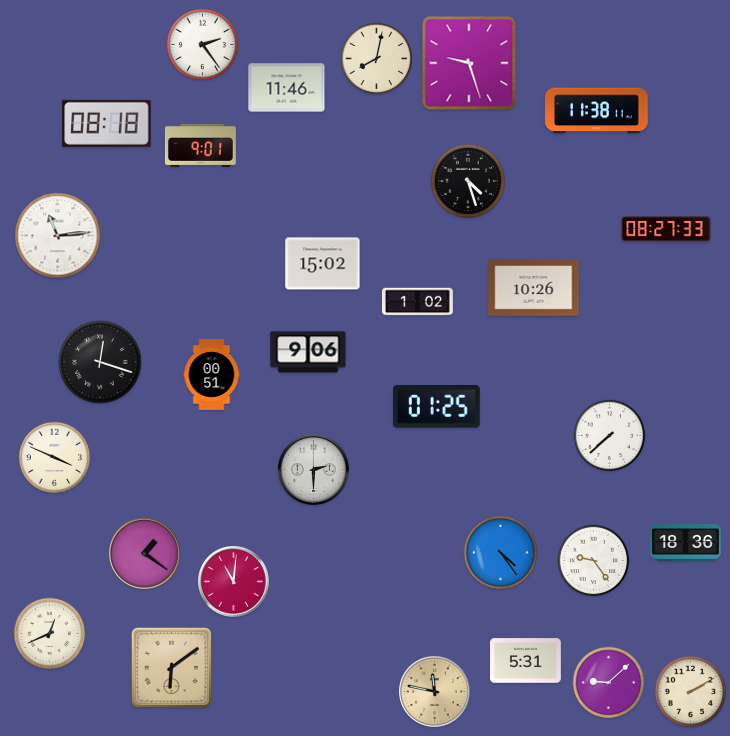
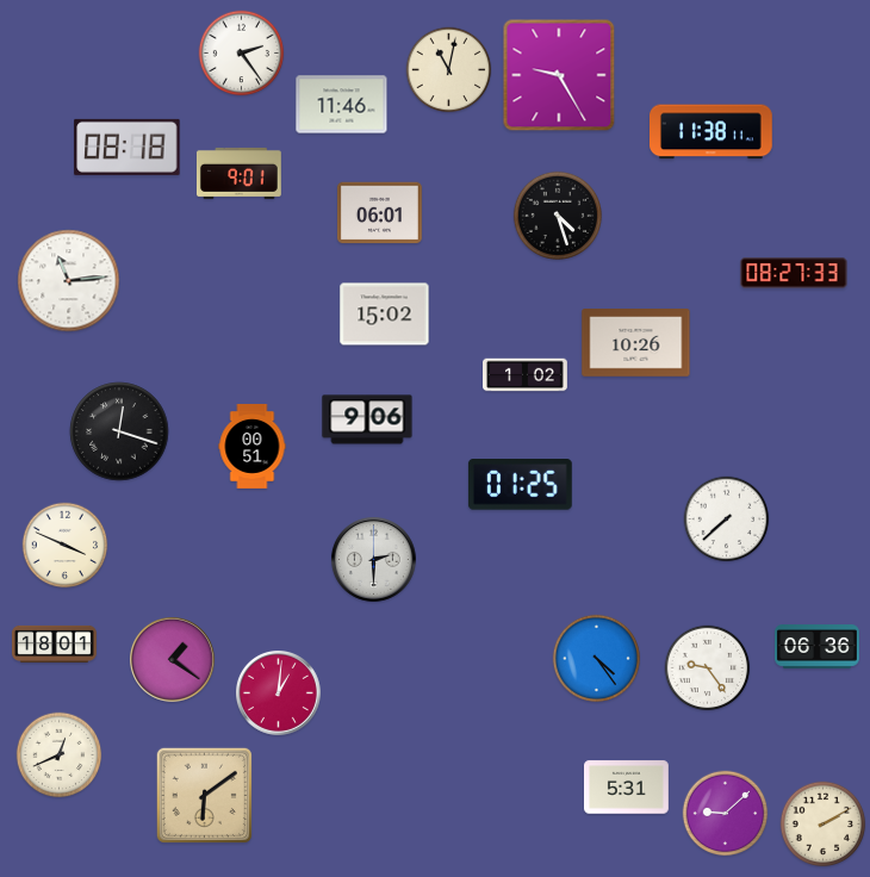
clock at (377, 59): 8:02 -> 11:02
clock at (469, 63): 9:27 -> 9:25
clock at (379, 213): none -> 06:01
clock at (418, 302) position: (418, 302) -> (526, 375)
clock at (55, 643): none -> 18:01
clock at (686, 543): 18:36 -> 06:36
clock at (234, 582): 11:01 -> 1:01
clock at (435, 692): 11:47 -> none
